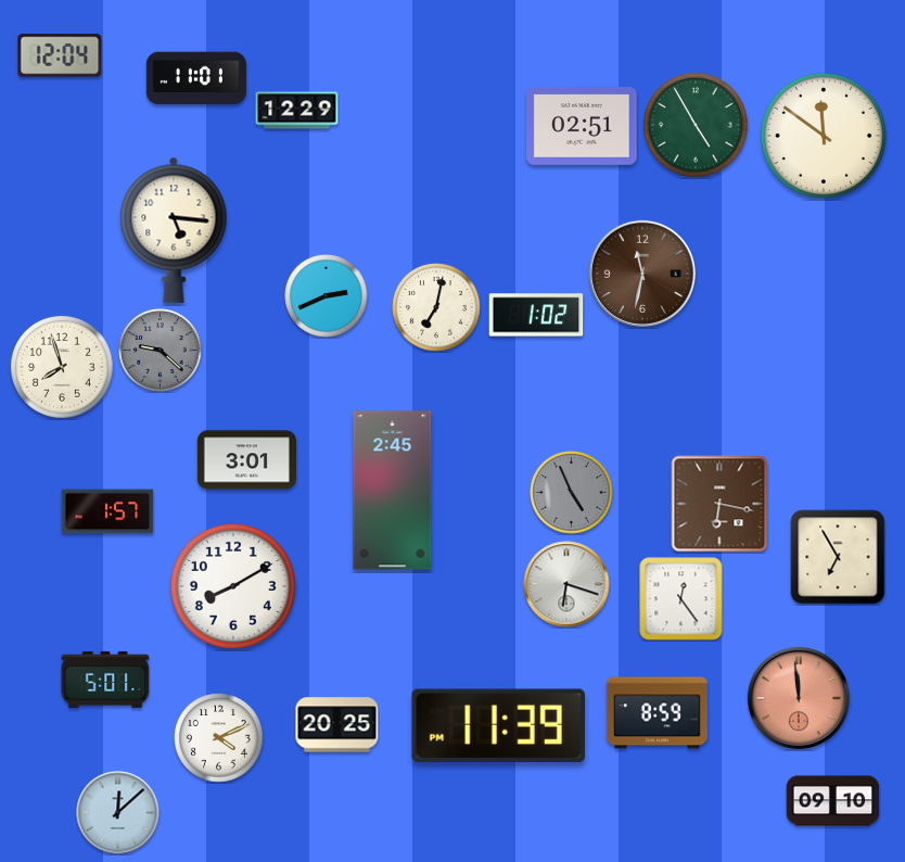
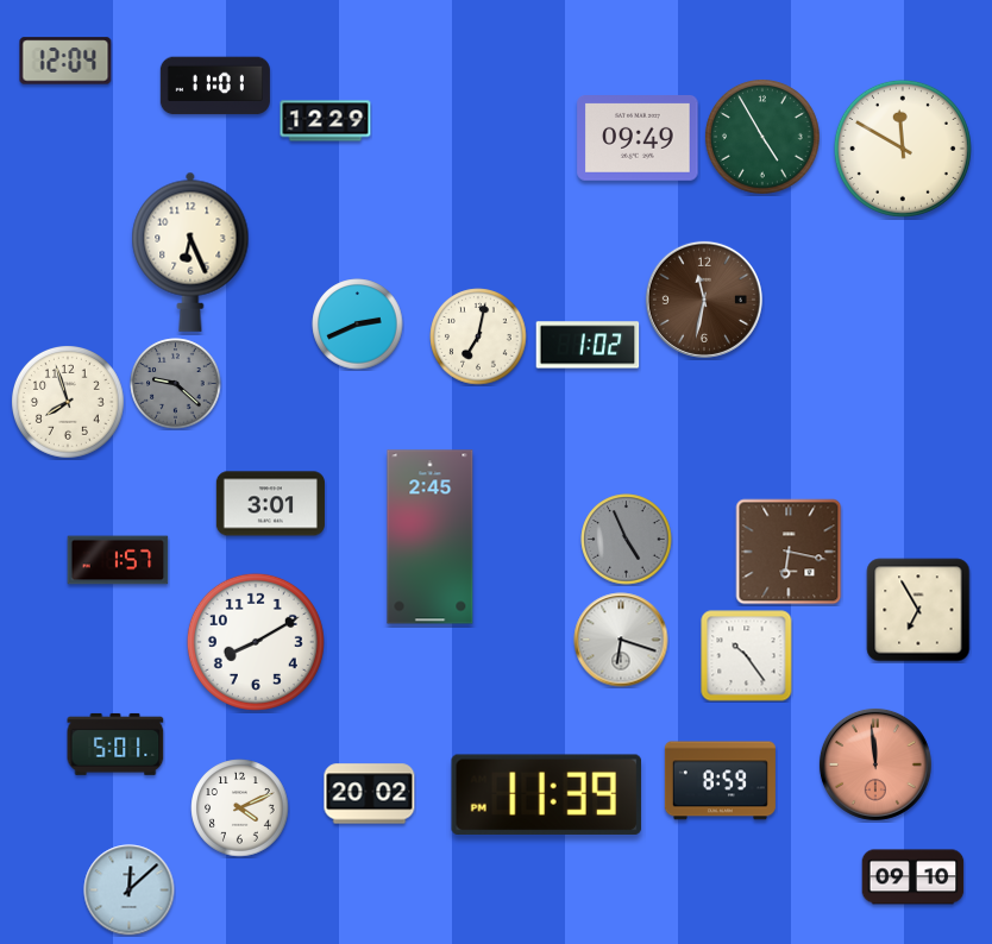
clock at (582, 127): 02:51 -> 09:49
clock at (824, 136): 11:51 -> 11:50
clock at (174, 230): 5:16 -> 6:26
clock at (681, 599): 12:24 -> 10:24
clock at (337, 725): 20:25 -> 20:02
